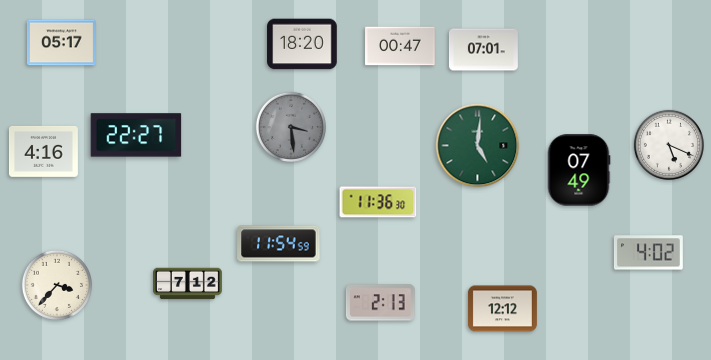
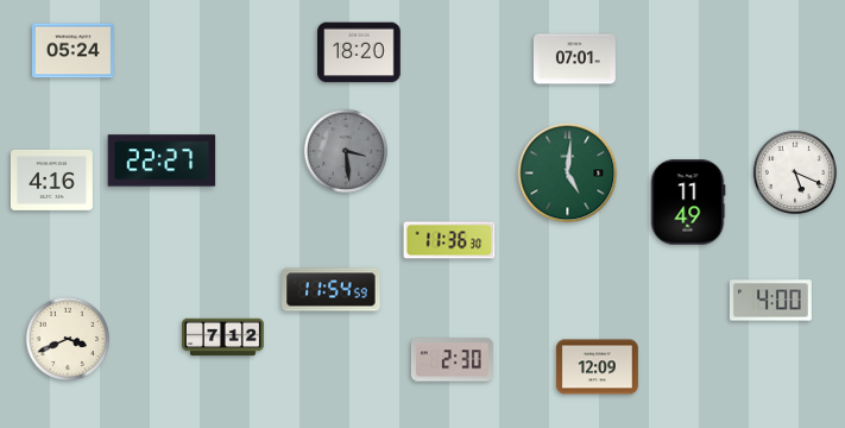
clock at (61, 43): 05:17 -> 05:24
clock at (400, 46): 00:47 -> none
clock at (579, 170): 07:49 -> 11:49
clock at (648, 253): 4:02 -> 4:00
clock at (57, 285): 3:37 -> 3:41
clock at (380, 303): 2:13 -> 2:30
clock at (502, 309): 12:12 -> 12:09
